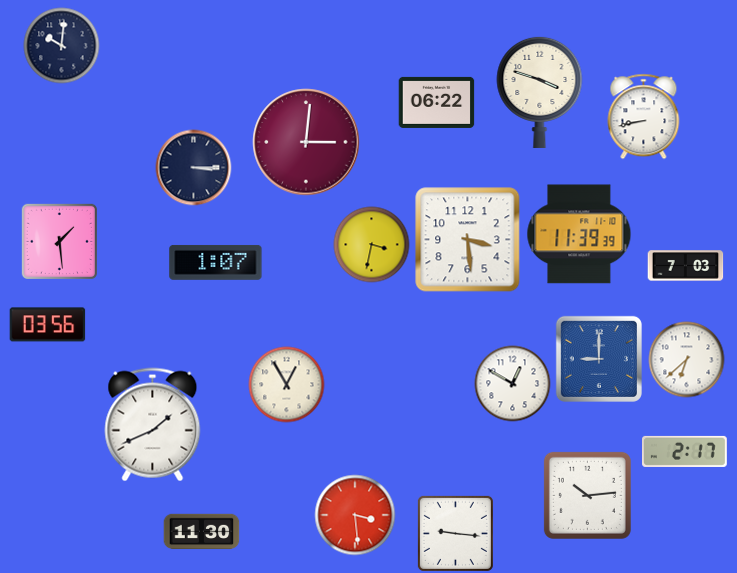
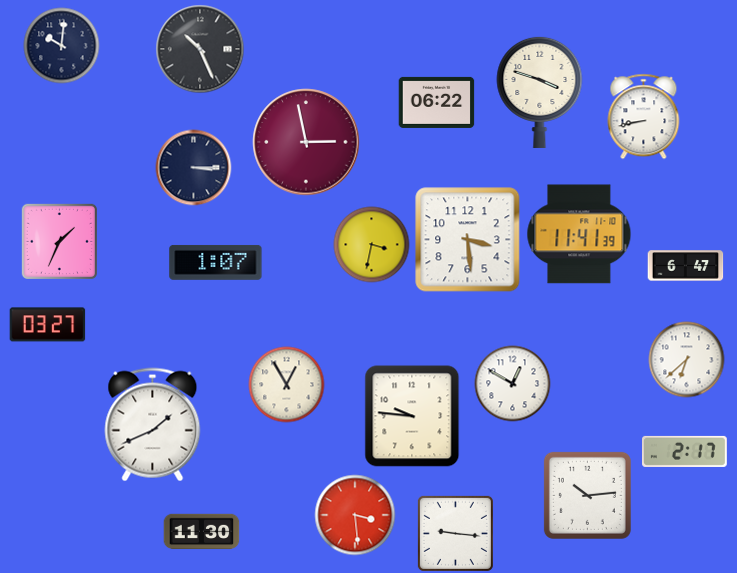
clock at (200, 49): none -> 10:26
clock at (306, 142): 3:01 -> 2:58
clock at (579, 234): 11:39 -> 11:41
clock at (59, 241): 1:29 -> 1:34
clock at (686, 266): 7:03 -> 6:47
clock at (48, 325): 03:56 -> 03:27
clock at (599, 359): 9:00 -> none
clock at (412, 416): none -> 9:46
